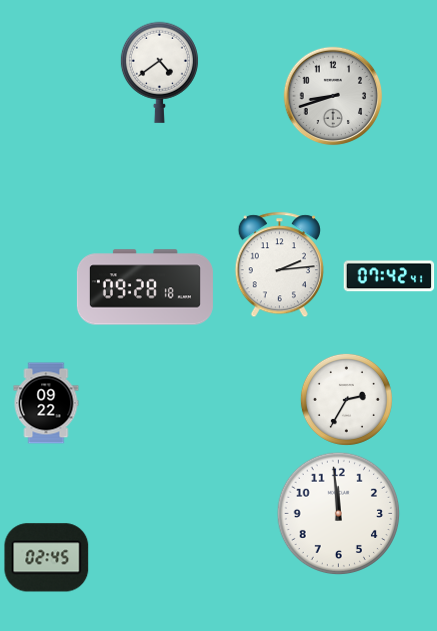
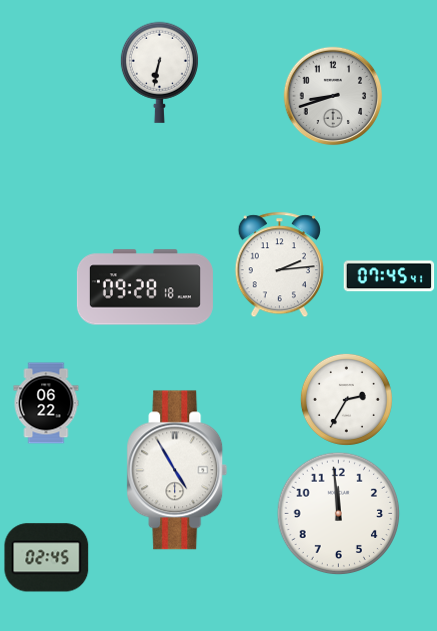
clock at (159, 72): 4:39 -> 6:32
clock at (389, 276): 07:42 -> 07:45
clock at (46, 403): 09:22 -> 06:22
clock at (177, 470): none -> 4:55
